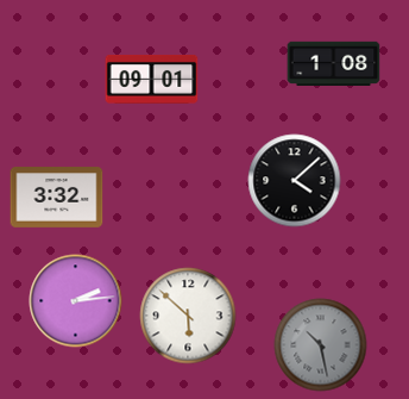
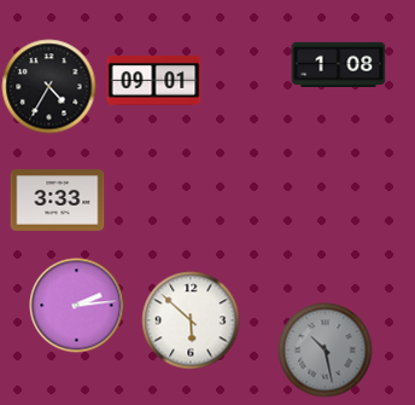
clock at (48, 86): none -> 4:35
clock at (294, 180): 4:08 -> none
clock at (56, 198): 3:32 -> 3:33
